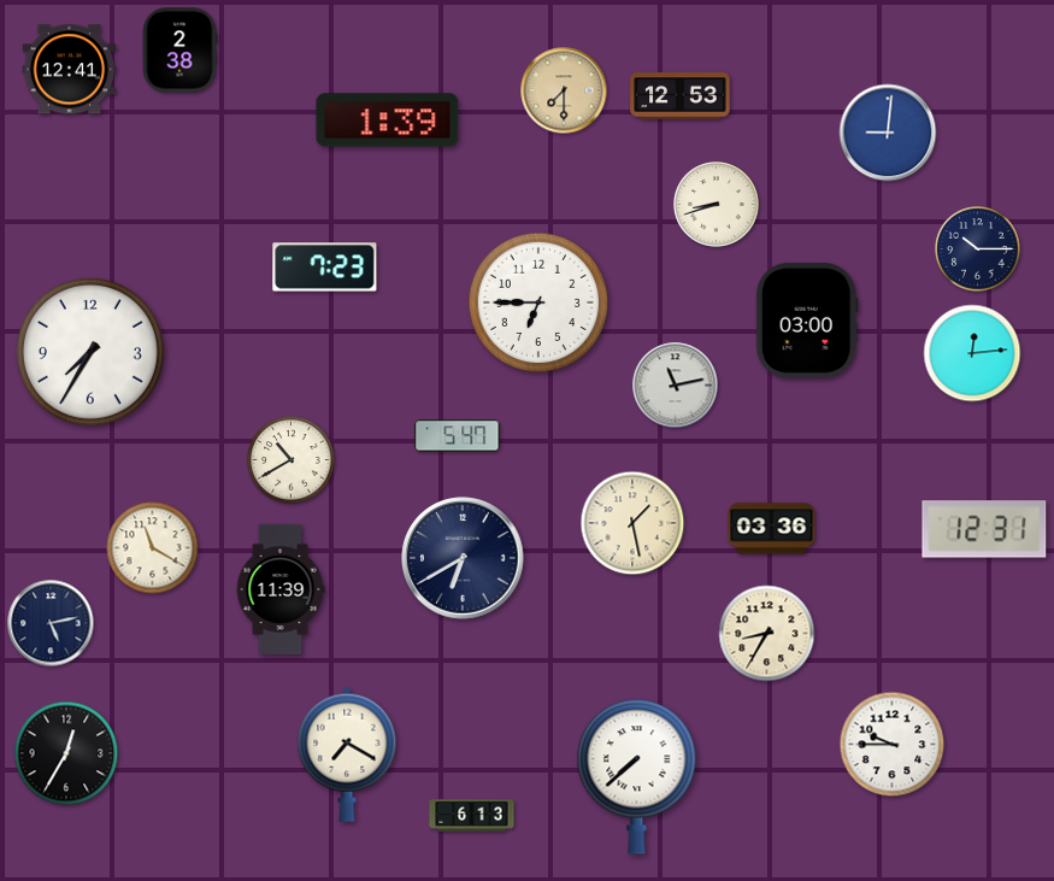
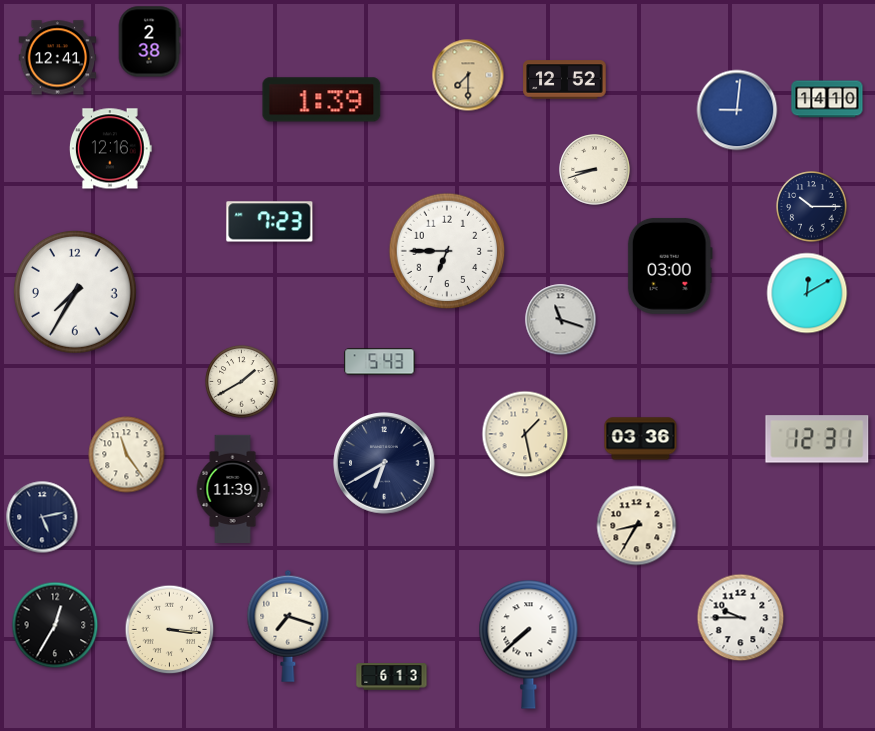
clock at (681, 96): 12:53 -> 12:52
clock at (827, 99): none -> 14:10
clock at (110, 149): none -> 12:16
clock at (972, 353): 12:14 -> 12:10
clock at (676, 386): 11:13 -> 11:18
clock at (458, 436): 5:47 -> 5:43
clock at (292, 460): 10:40 -> 1:40
clock at (153, 548): 11:20 -> 11:24
clock at (347, 754): 7:20 -> 7:18
clock at (170, 630): none -> 3:16
